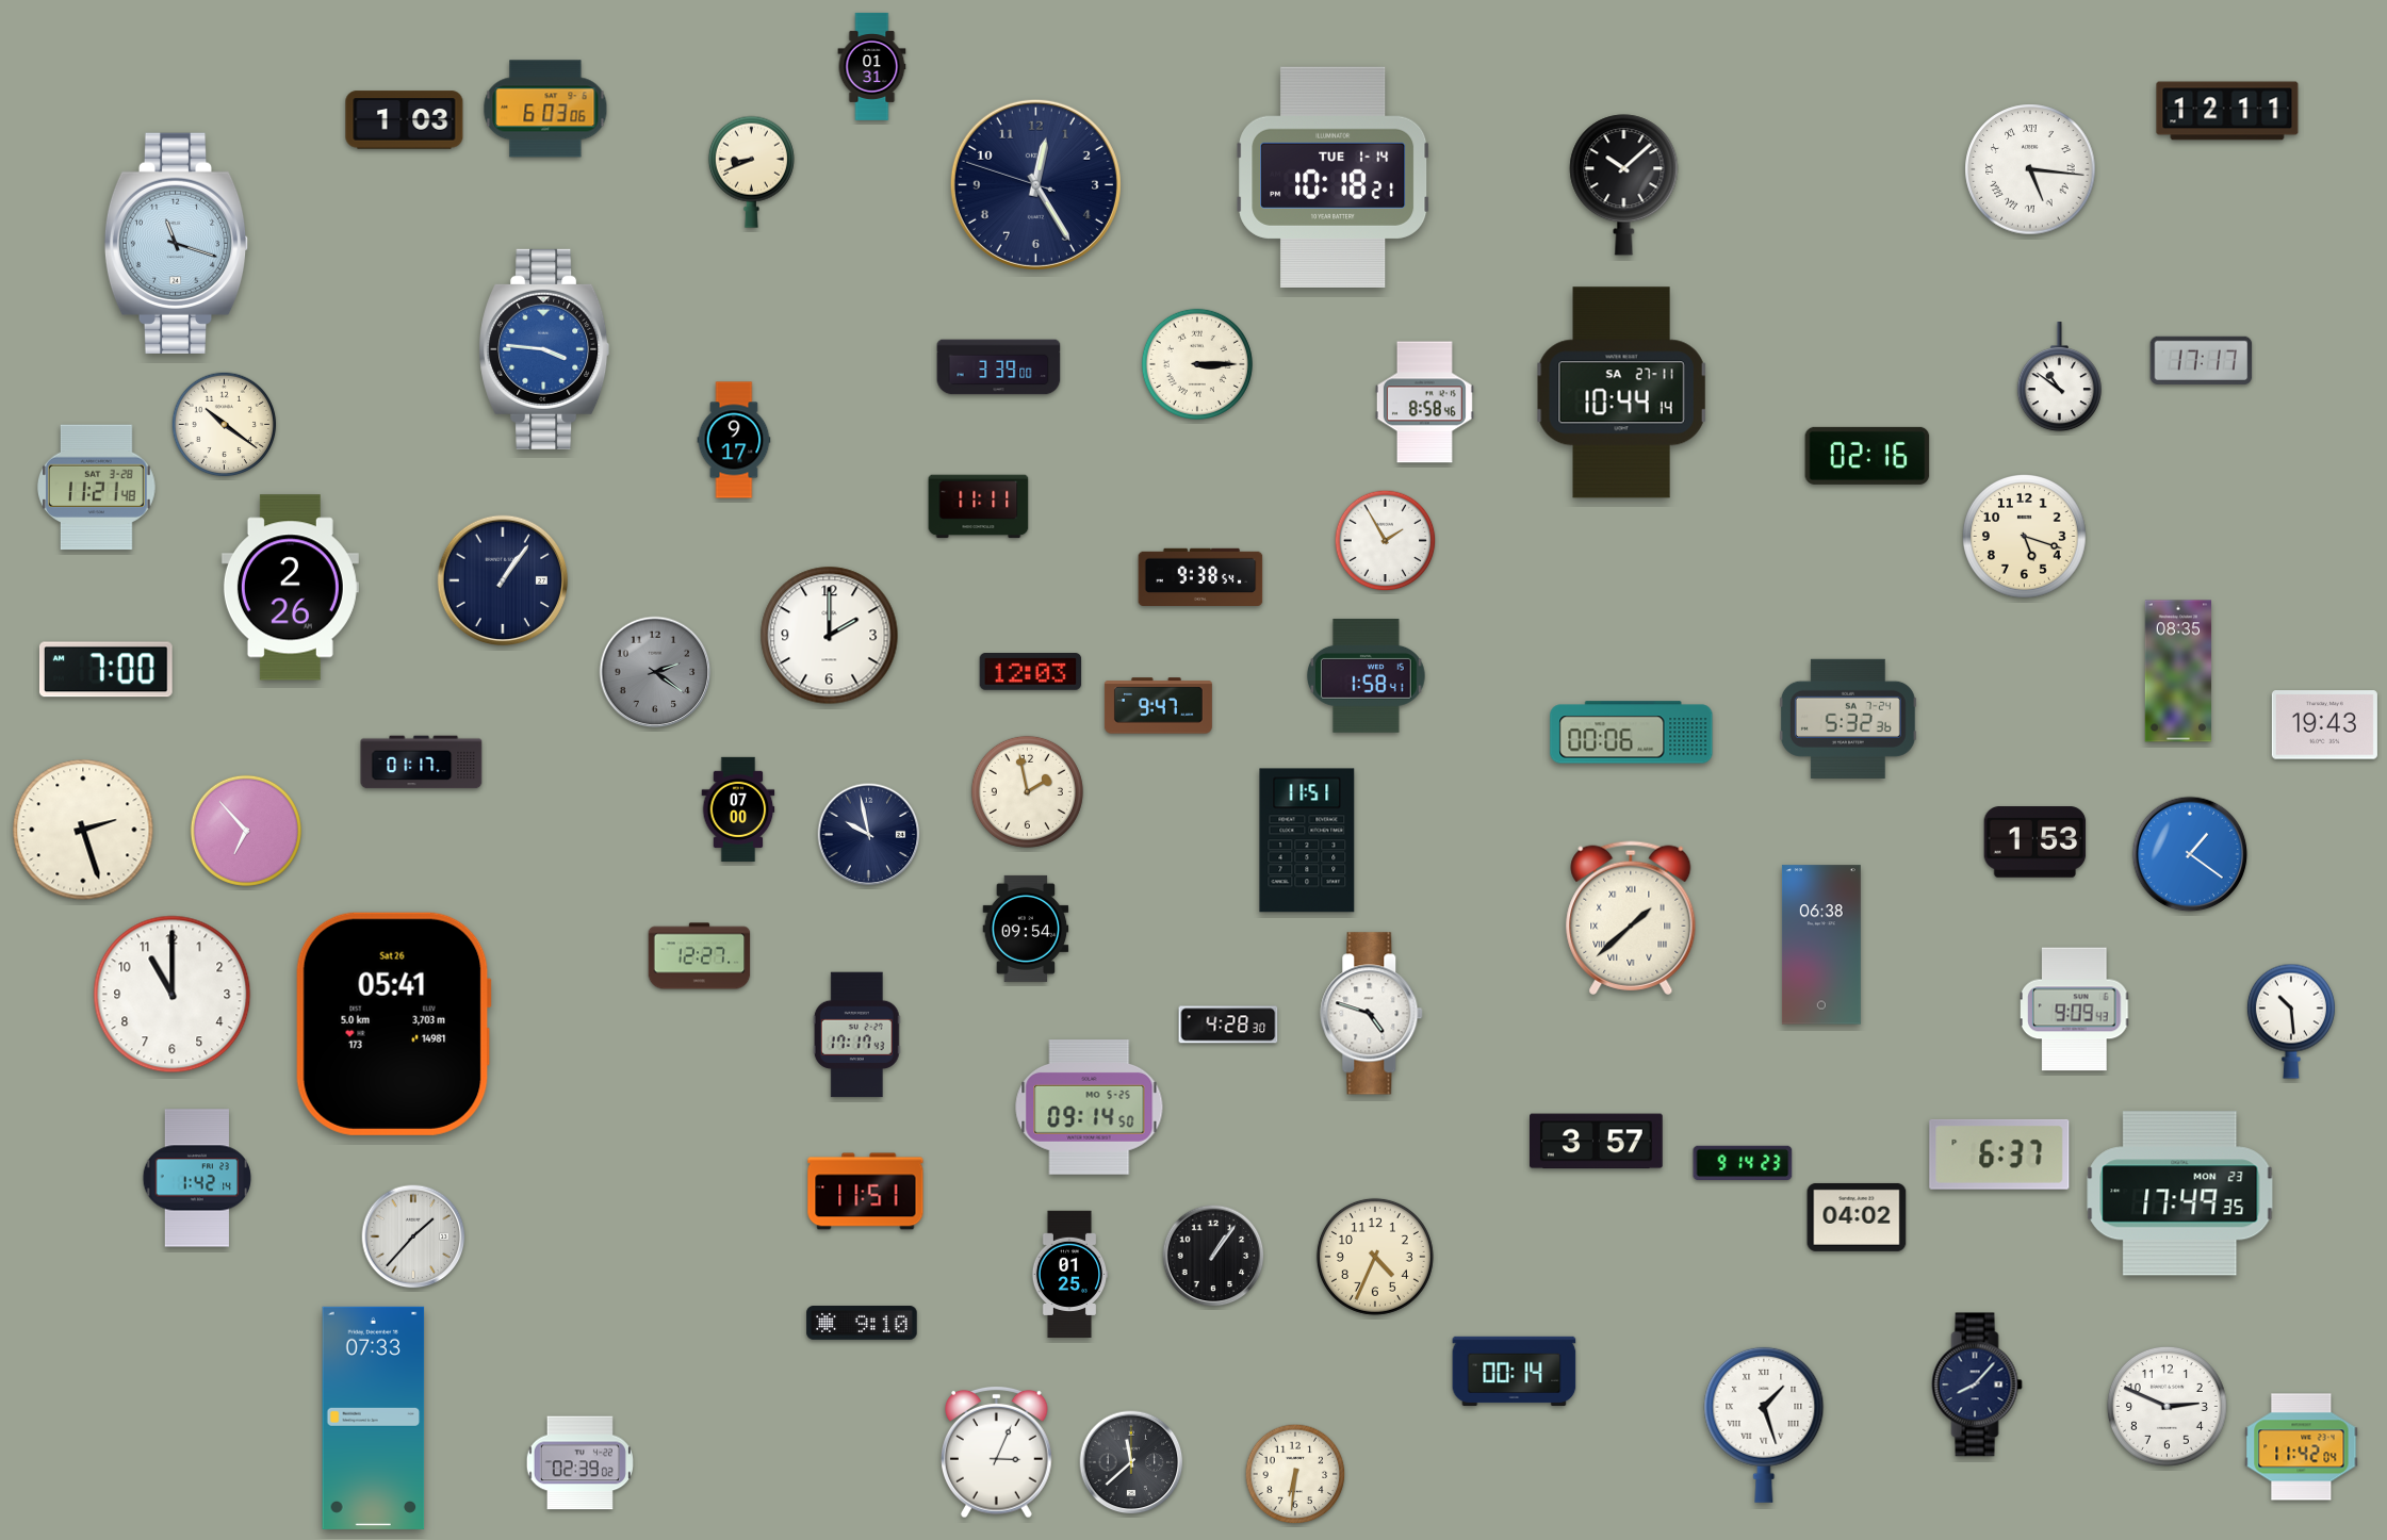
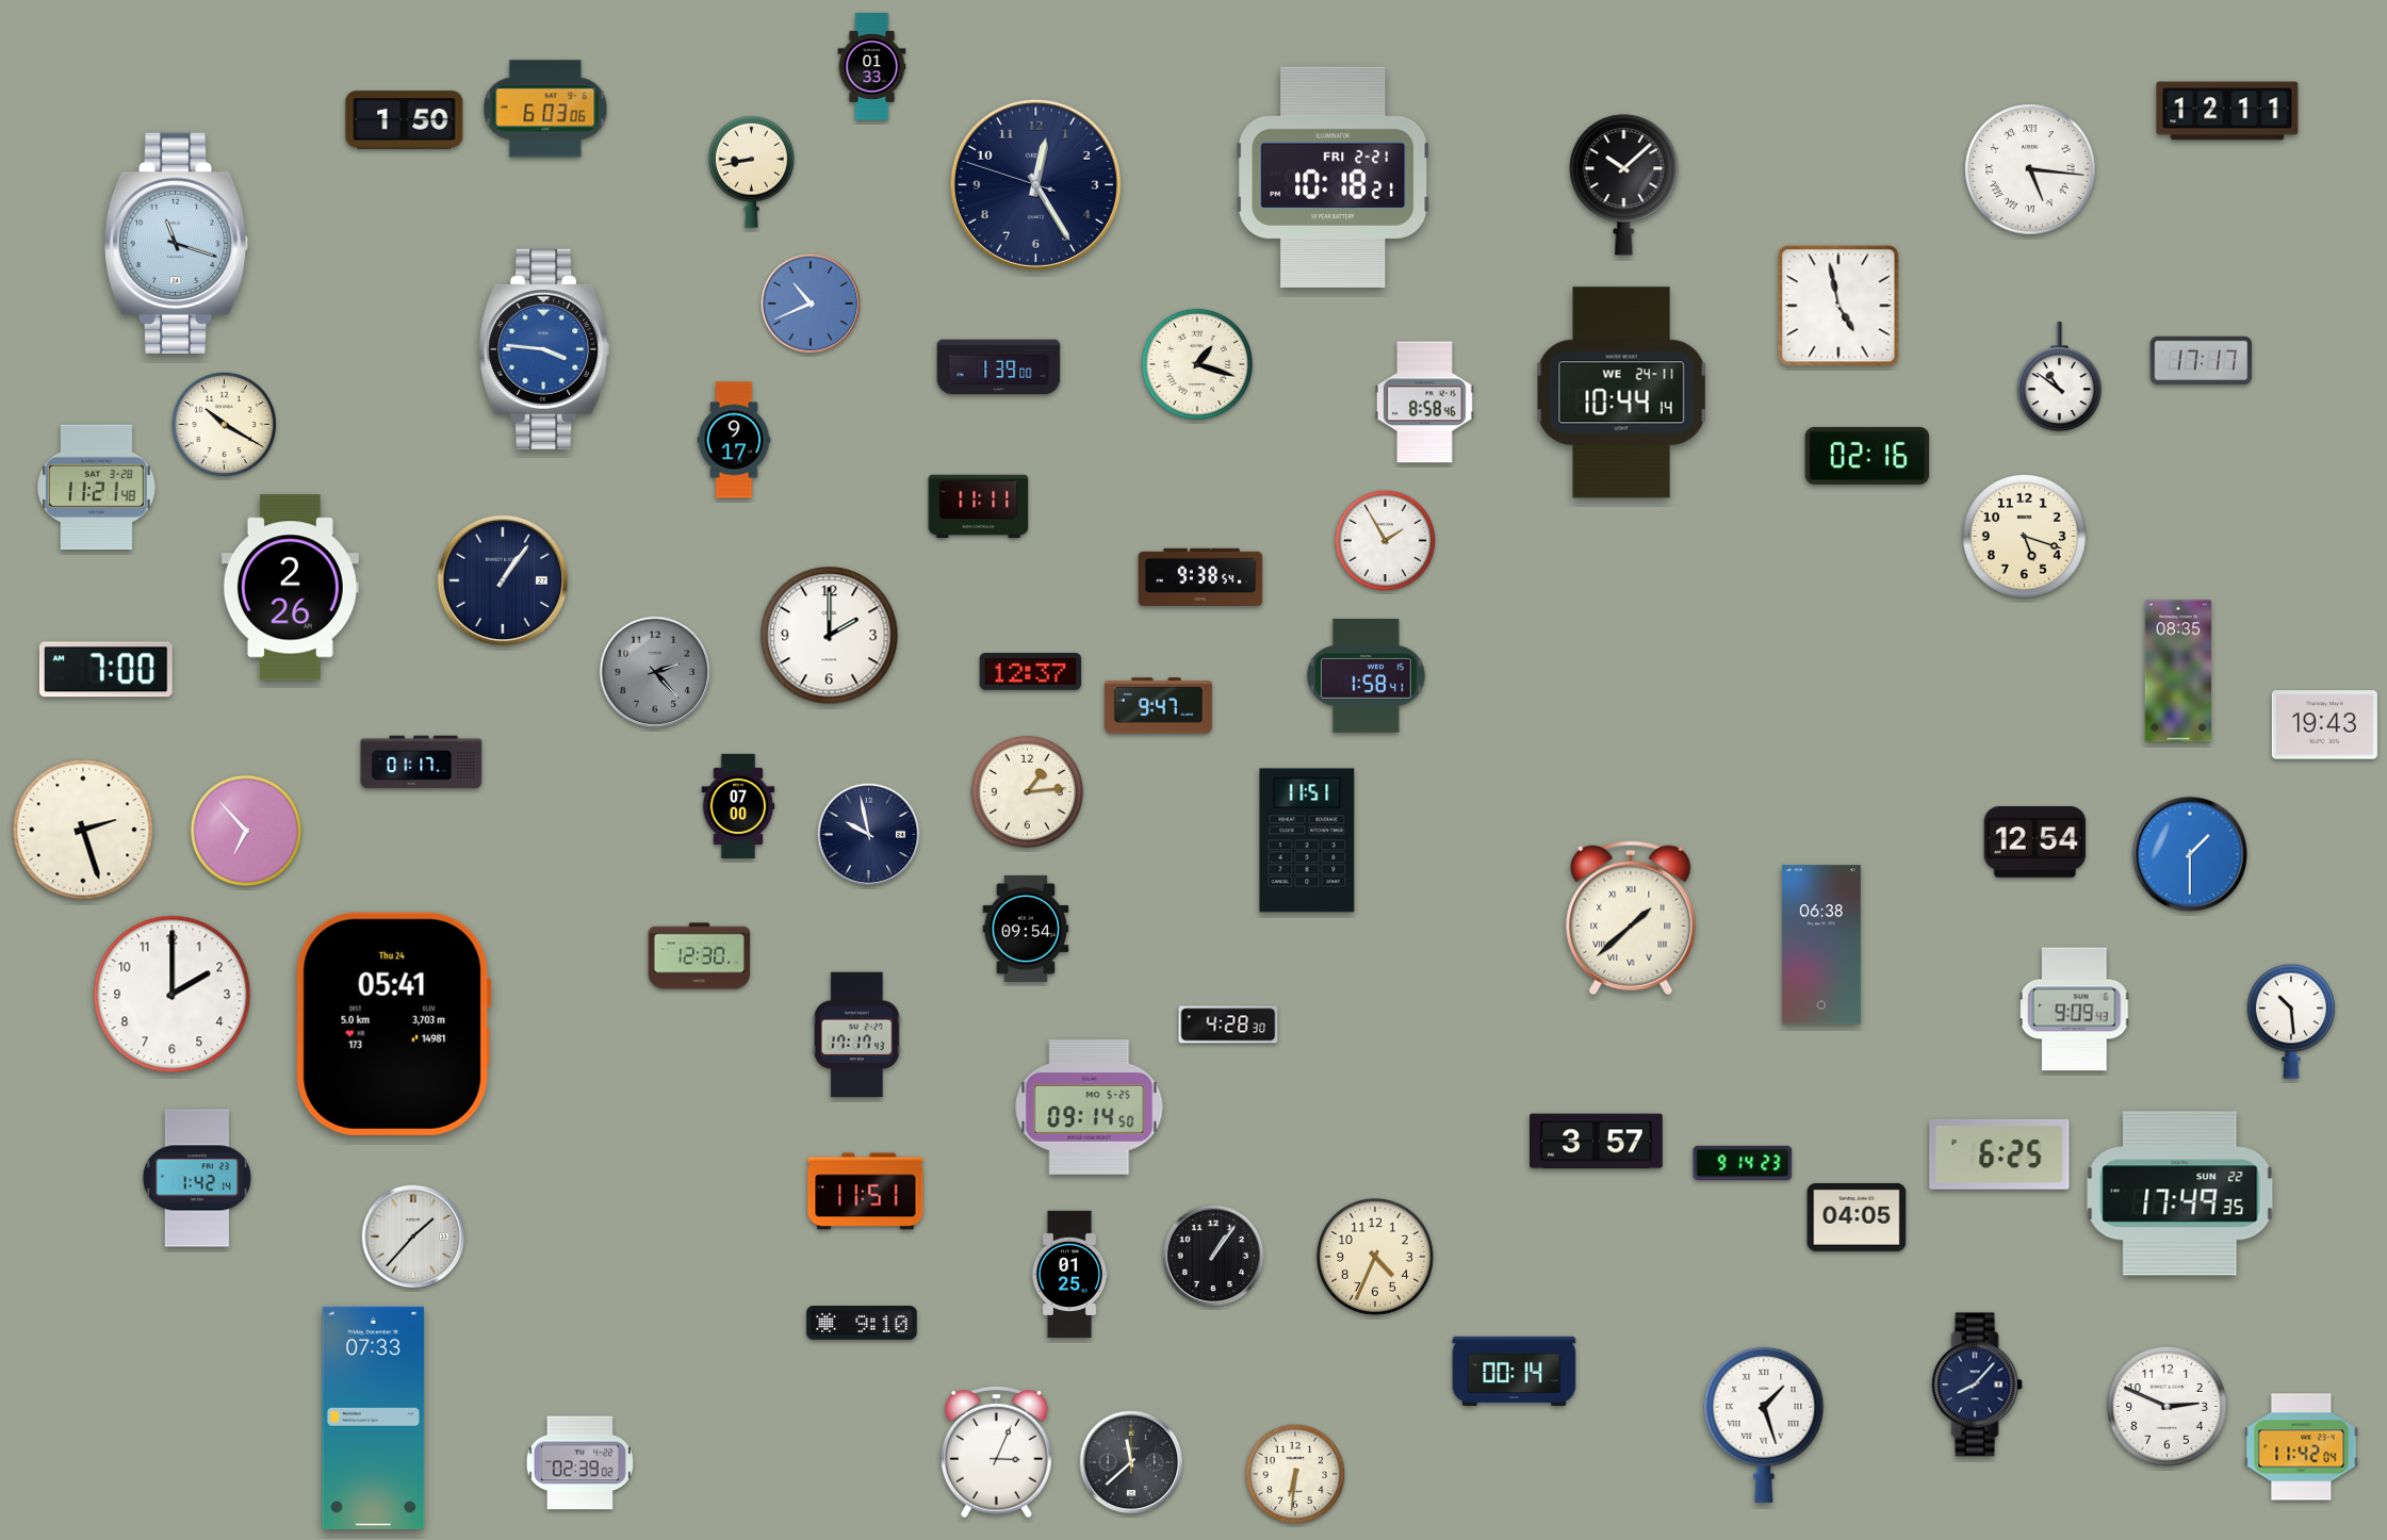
clock at (872, 66): 01:31 -> 01:33
clock at (405, 120): 1:03 -> 1:50
clock at (751, 171): 8:41 -> 8:43
clock at (1334, 177) date: TUE 1-14 -> FRI 2-21
clock at (811, 304): none -> 10:41
clock at (1838, 306): none -> 4:58
clock at (1197, 364): 3:15 -> 1:18
clock at (999, 367): 3:39 -> 1:39
clock at (1621, 393) date: SA 27-11 -> WE 24-11
clock at (225, 425): 10:21 -> 10:20
clock at (655, 672): 2:21 -> 2:23
clock at (1031, 672): 12:03 -> 12:37
clock at (1848, 719): 5:32 -> none
clock at (1632, 733): 00:06 -> none
clock at (1027, 791): 1:58 -> 1:14
clock at (738, 809) position: (738, 809) -> (738, 806)
clock at (2036, 842): 1:53 -> 12:54
clock at (2190, 854): 1:21 -> 1:30
clock at (700, 956): 12:27 -> 12:30
clock at (173, 995): 11:00 -> 2:00
clock at (1372, 1014): 4:48 -> none
clock at (393, 1023) date: Sat 26 -> Thu 24
clock at (1999, 1154): 6:37 -> 6:25
clock at (2180, 1194) date: MON 23 -> SUN 22
clock at (1857, 1217): 04:02 -> 04:05
